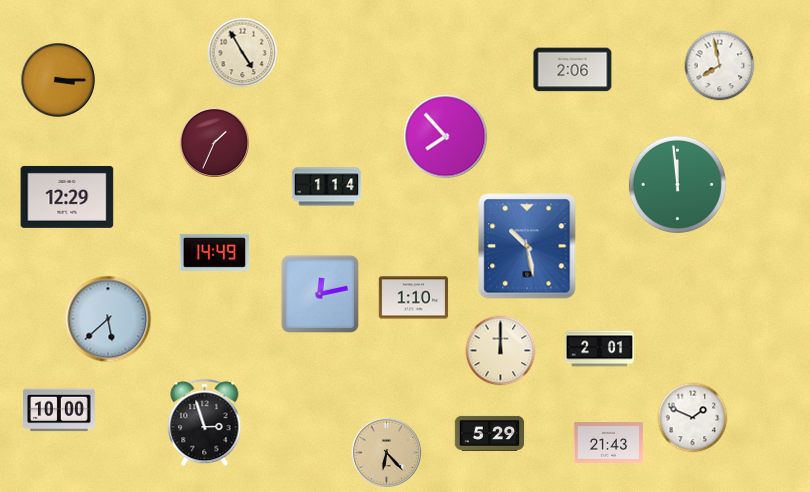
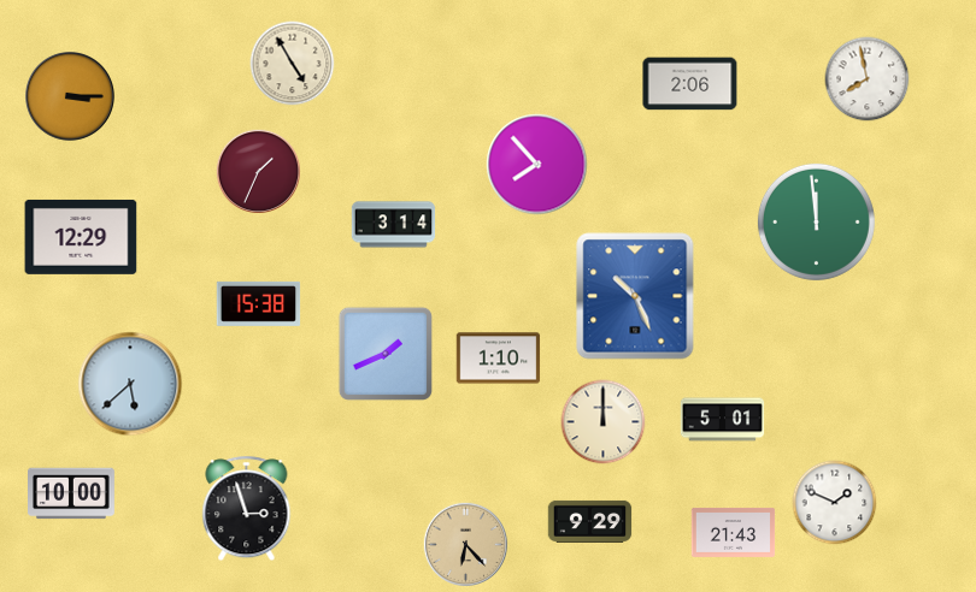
clock at (327, 187): 1:14 -> 3:14
clock at (527, 246): 10:28 -> 10:26
clock at (215, 252): 14:49 -> 15:38
clock at (320, 294): 12:13 -> 1:41
clock at (600, 349): 2:01 -> 5:01
clock at (490, 433): 5:29 -> 9:29
